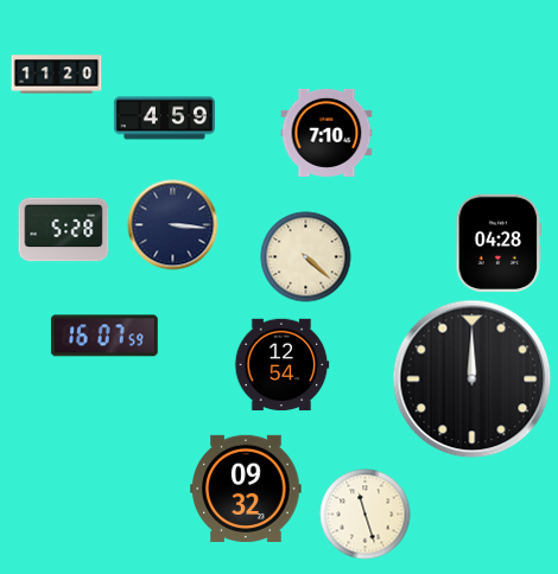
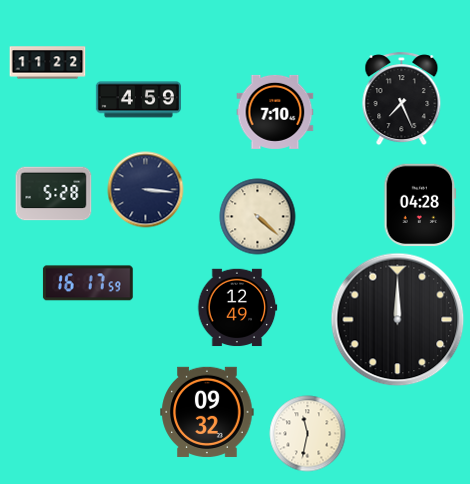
clock at (57, 75): 11:20 -> 11:22
clock at (402, 99): none -> 7:26
clock at (104, 336): 16:07 -> 16:17
clock at (281, 365): 12:54 -> 12:49
clock at (366, 515): 11:27 -> 11:32
